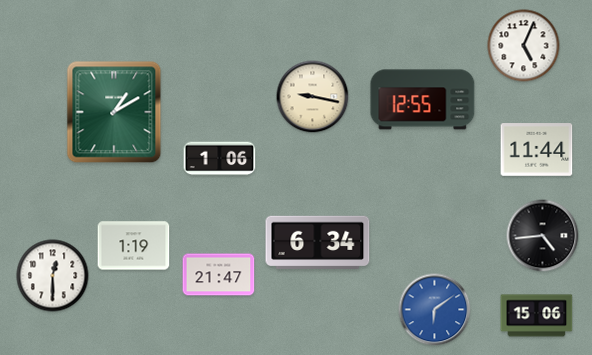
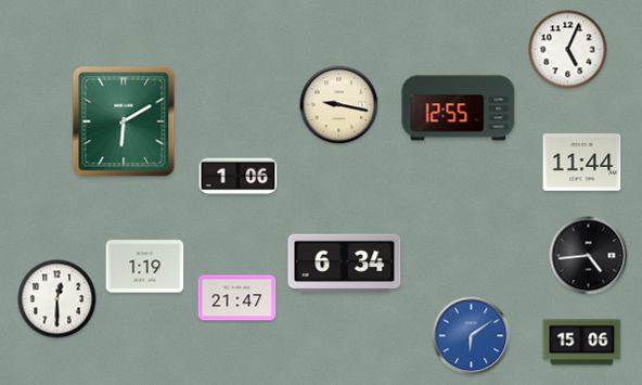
clock at (114, 112): 1:10 -> 6:10
clock at (220, 159) position: (220, 159) -> (239, 177)
